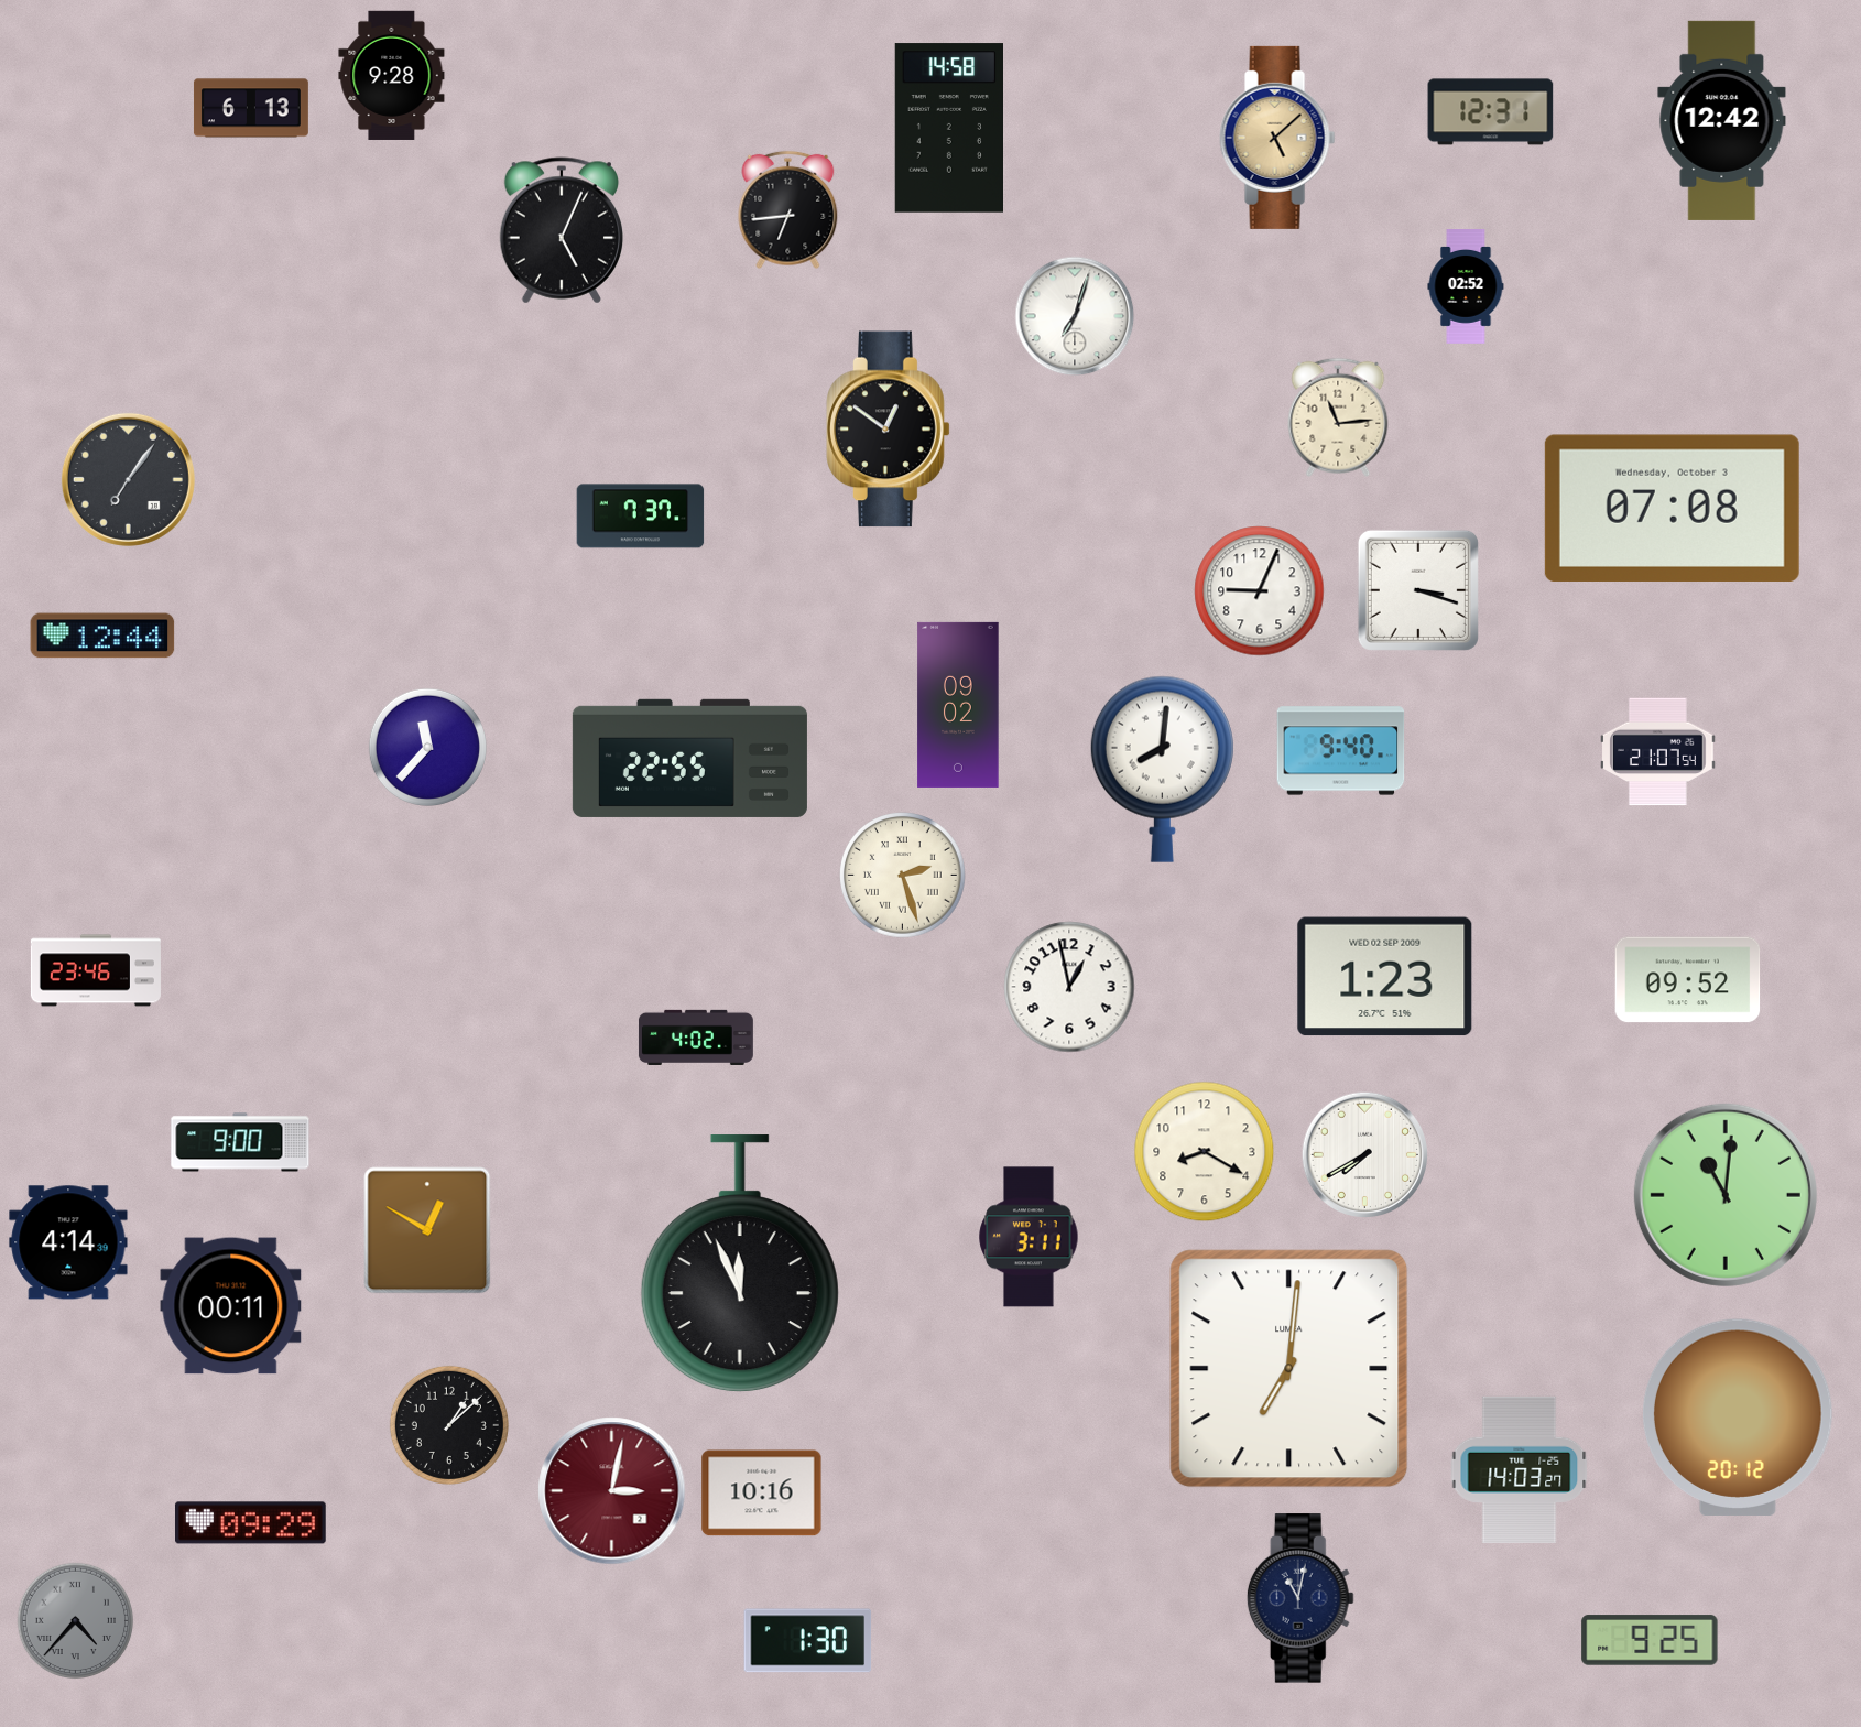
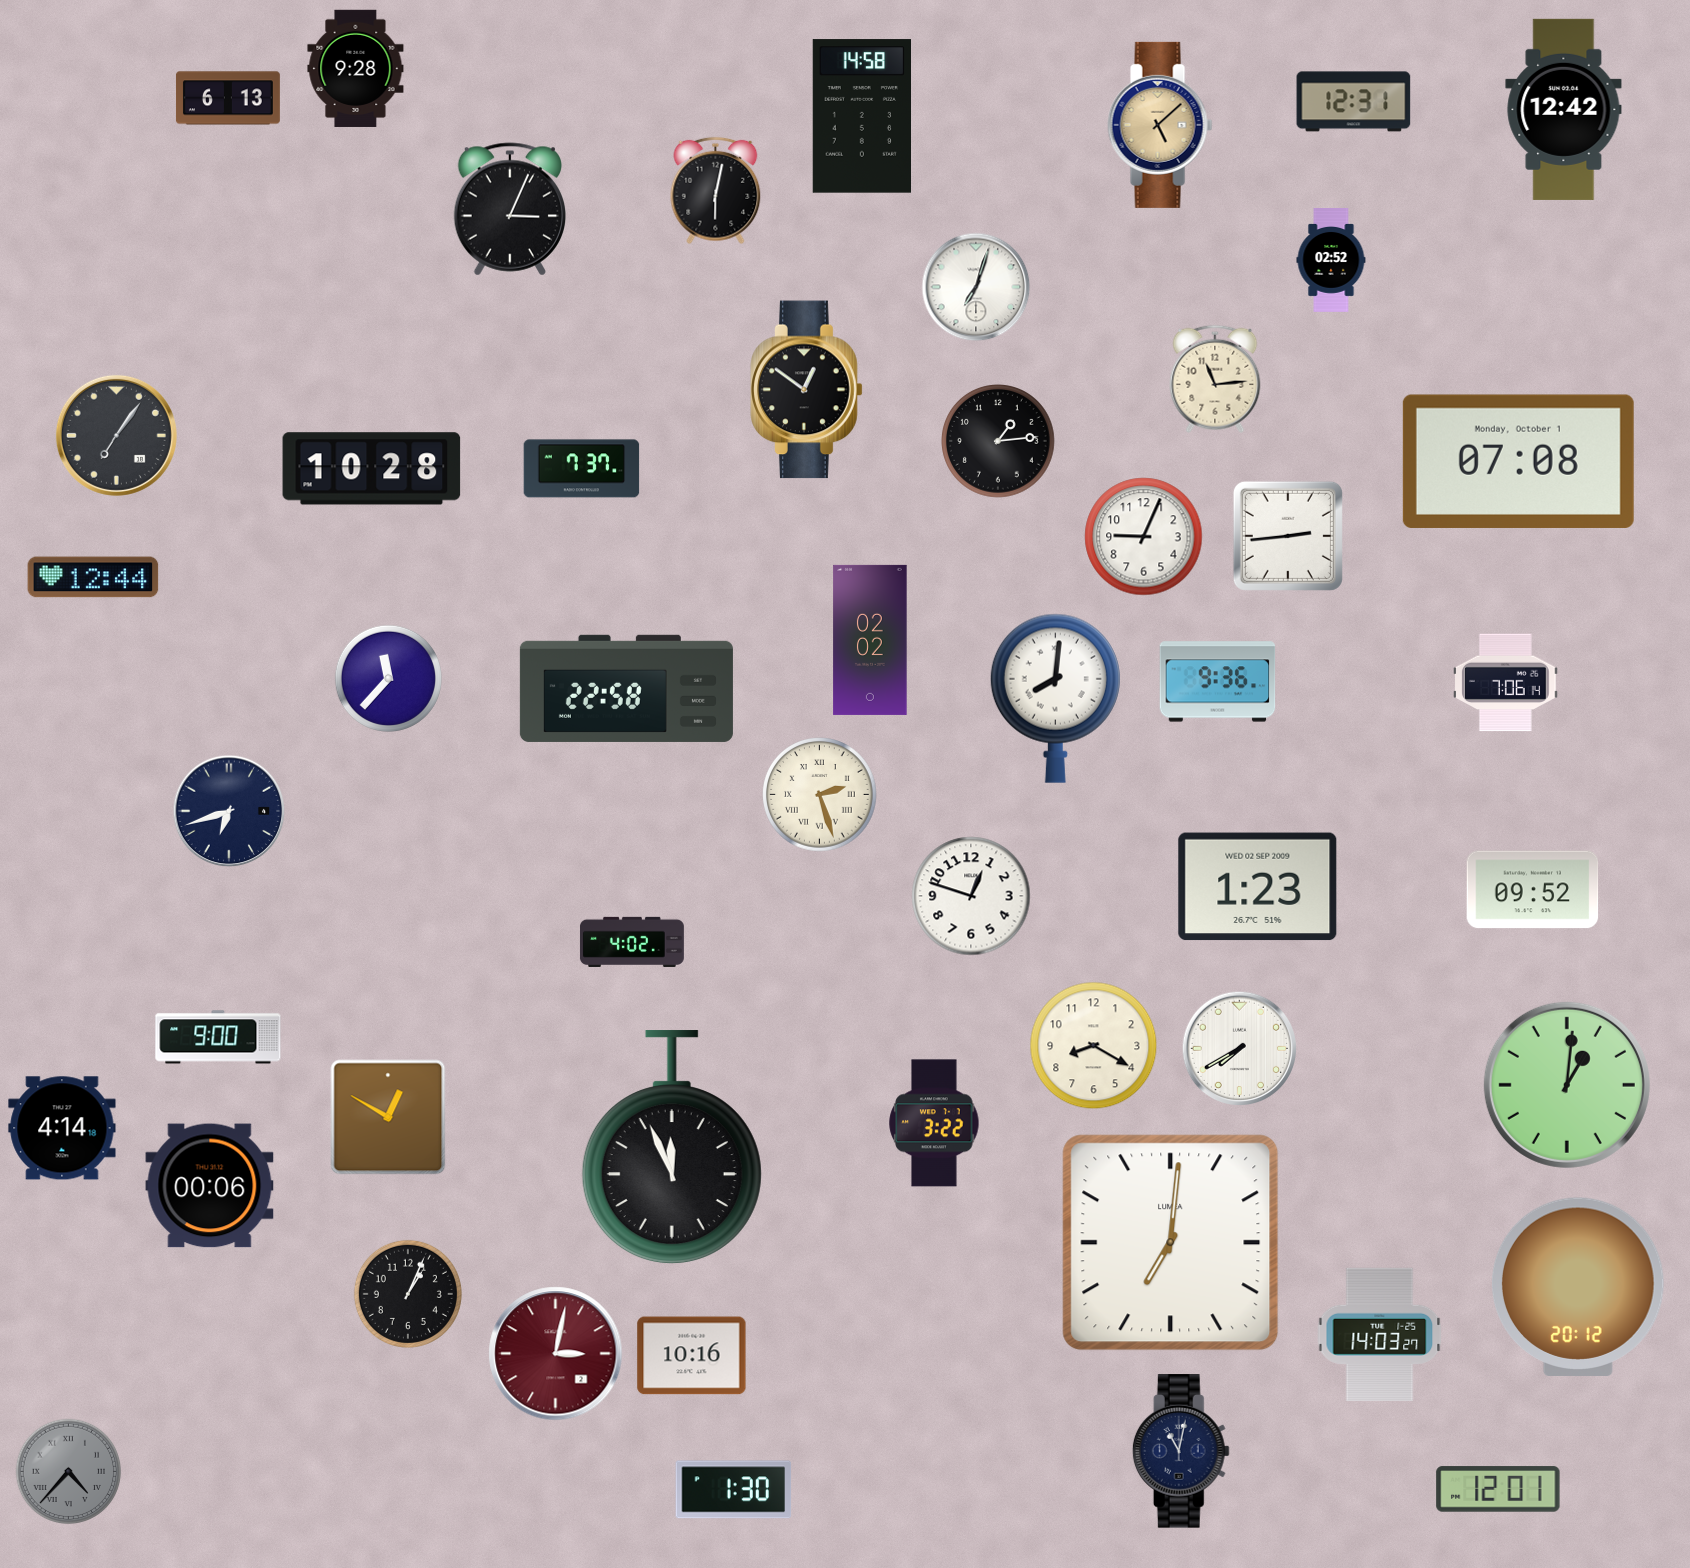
clock at (788, 210): 6:44 -> 6:02
clock at (561, 230): 5:04 -> 3:04
clock at (999, 442): none -> 1:14
clock at (1672, 508) date: Wednesday, October 3 -> Monday, October 1
clock at (372, 469): none -> 10:28
clock at (1418, 590): 3:18 -> 2:44
clock at (958, 705): 09:02 -> 02:02
clock at (1341, 751): 9:40 -> 9:36
clock at (1658, 752): 21:07 -> 7:06
clock at (689, 758): 22:55 -> 22:58
clock at (229, 811): none -> 6:42
clock at (96, 970): 23:46 -> none
clock at (1069, 987): 12:58 -> 12:48
clock at (1726, 1195): 11:01 -> 1:01
clock at (1029, 1237): 3:11 -> 3:22
clock at (68, 1242): 4:14:39 -> 4:14:18
clock at (231, 1306): 00:11 -> 00:06
clock at (449, 1425): 1:08 -> 1:04
clock at (251, 1523): 09:29 -> none
clock at (1650, 1640): 9:25 -> 12:01
